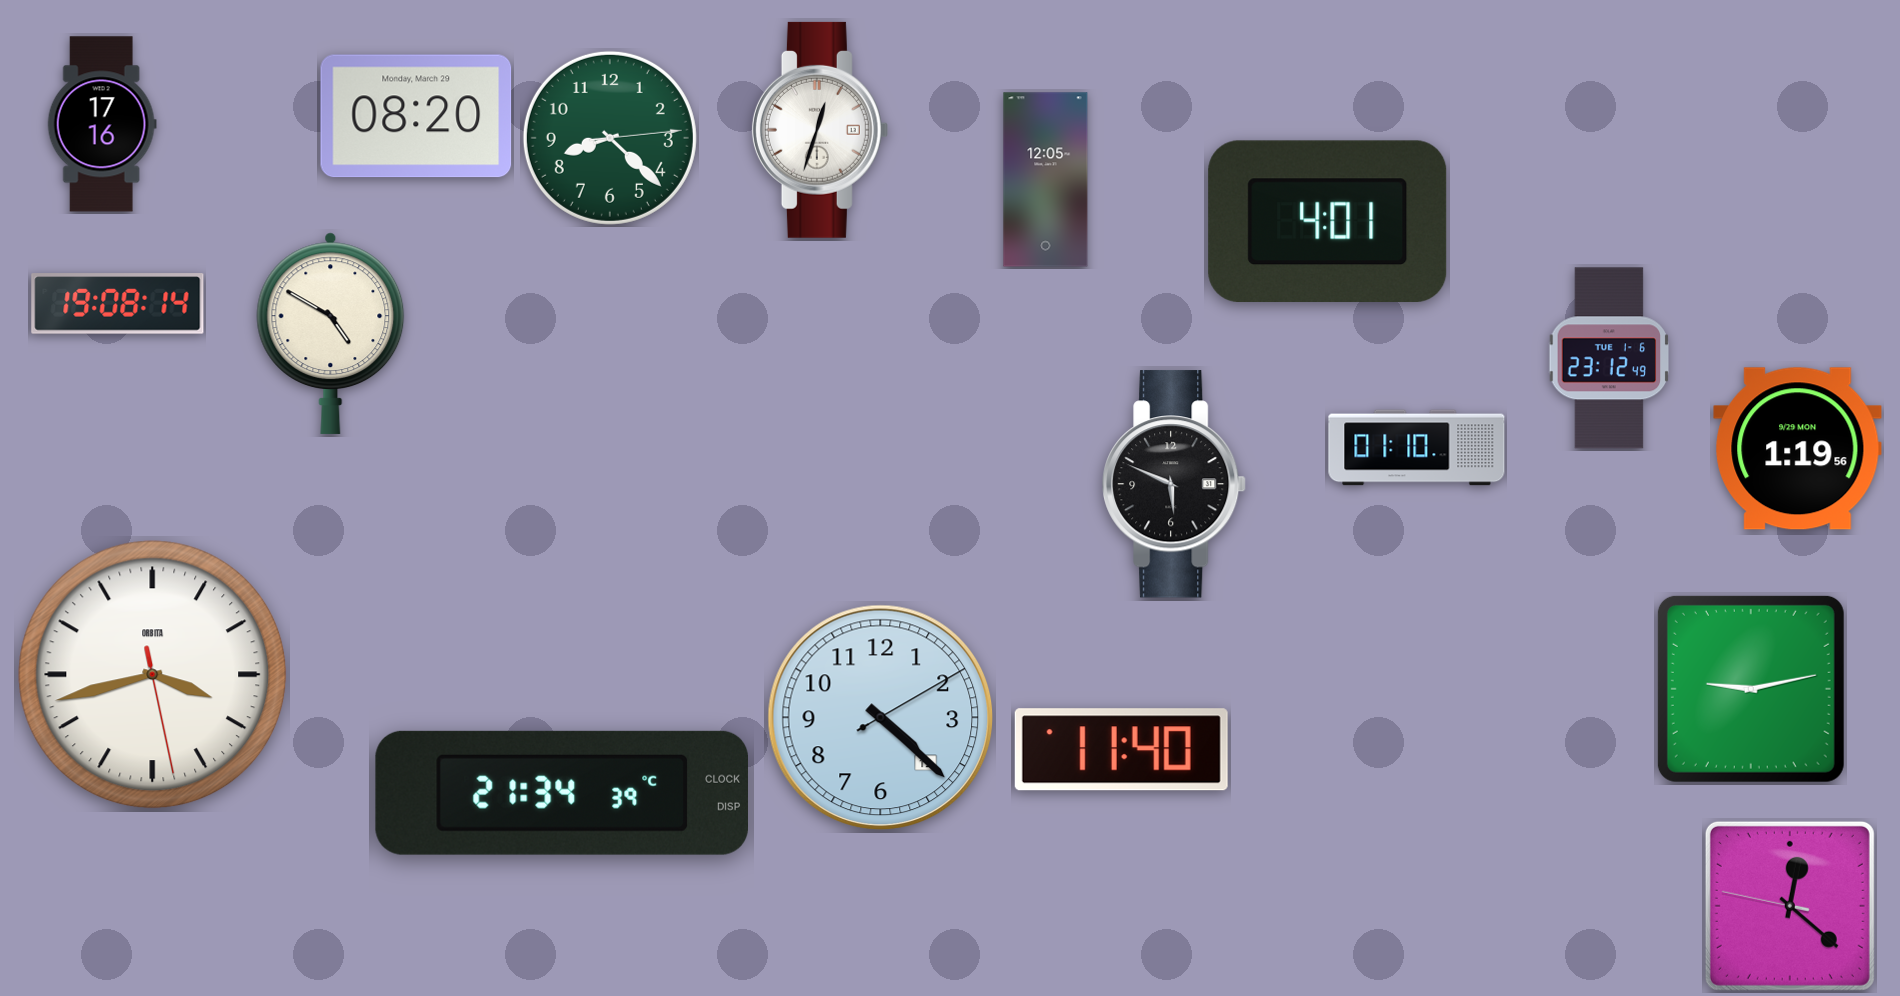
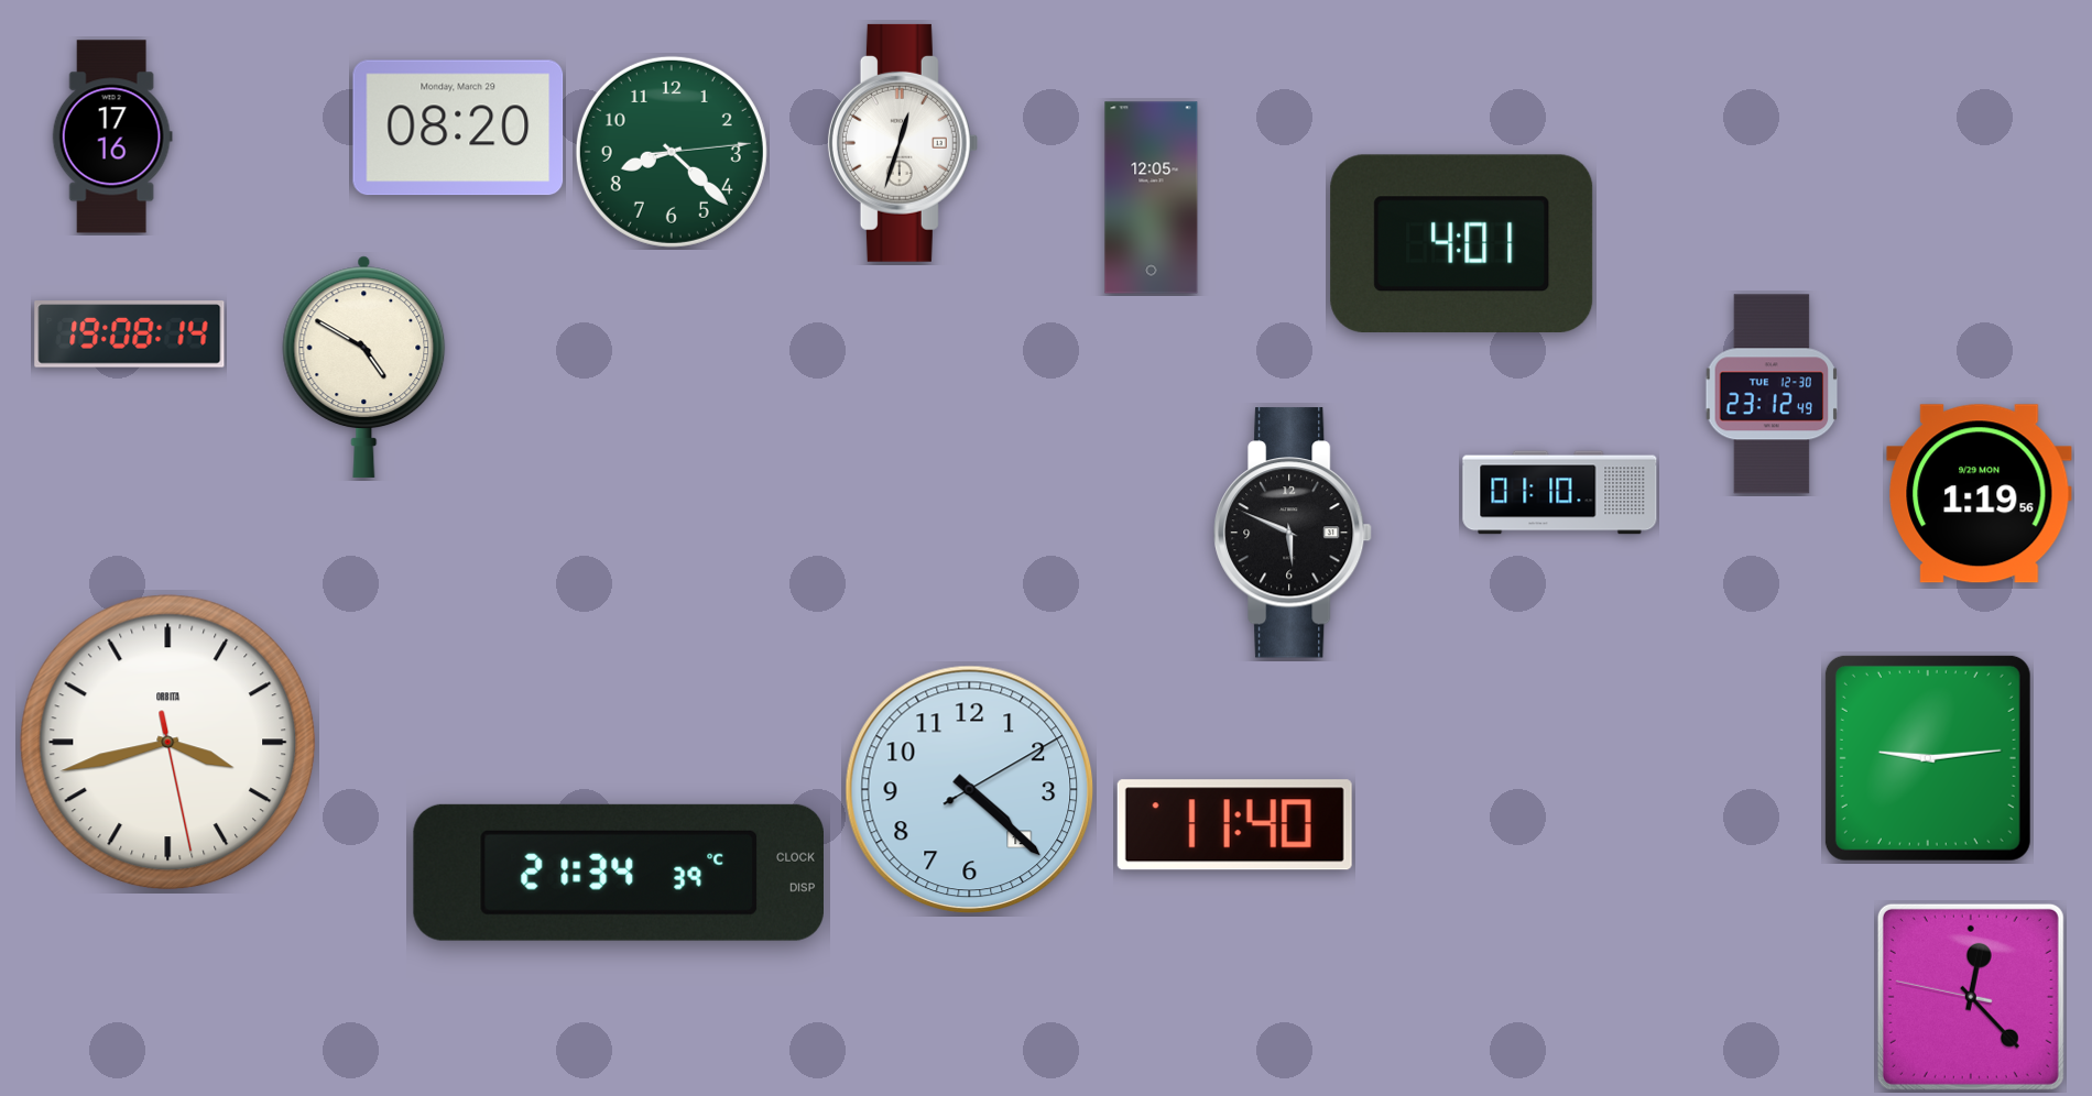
clock at (1609, 358) date: TUE 1-6 -> TUE 12-30
clock at (1751, 689): 9:13 -> 9:14
clock at (1790, 906): 12:21 -> 12:22
